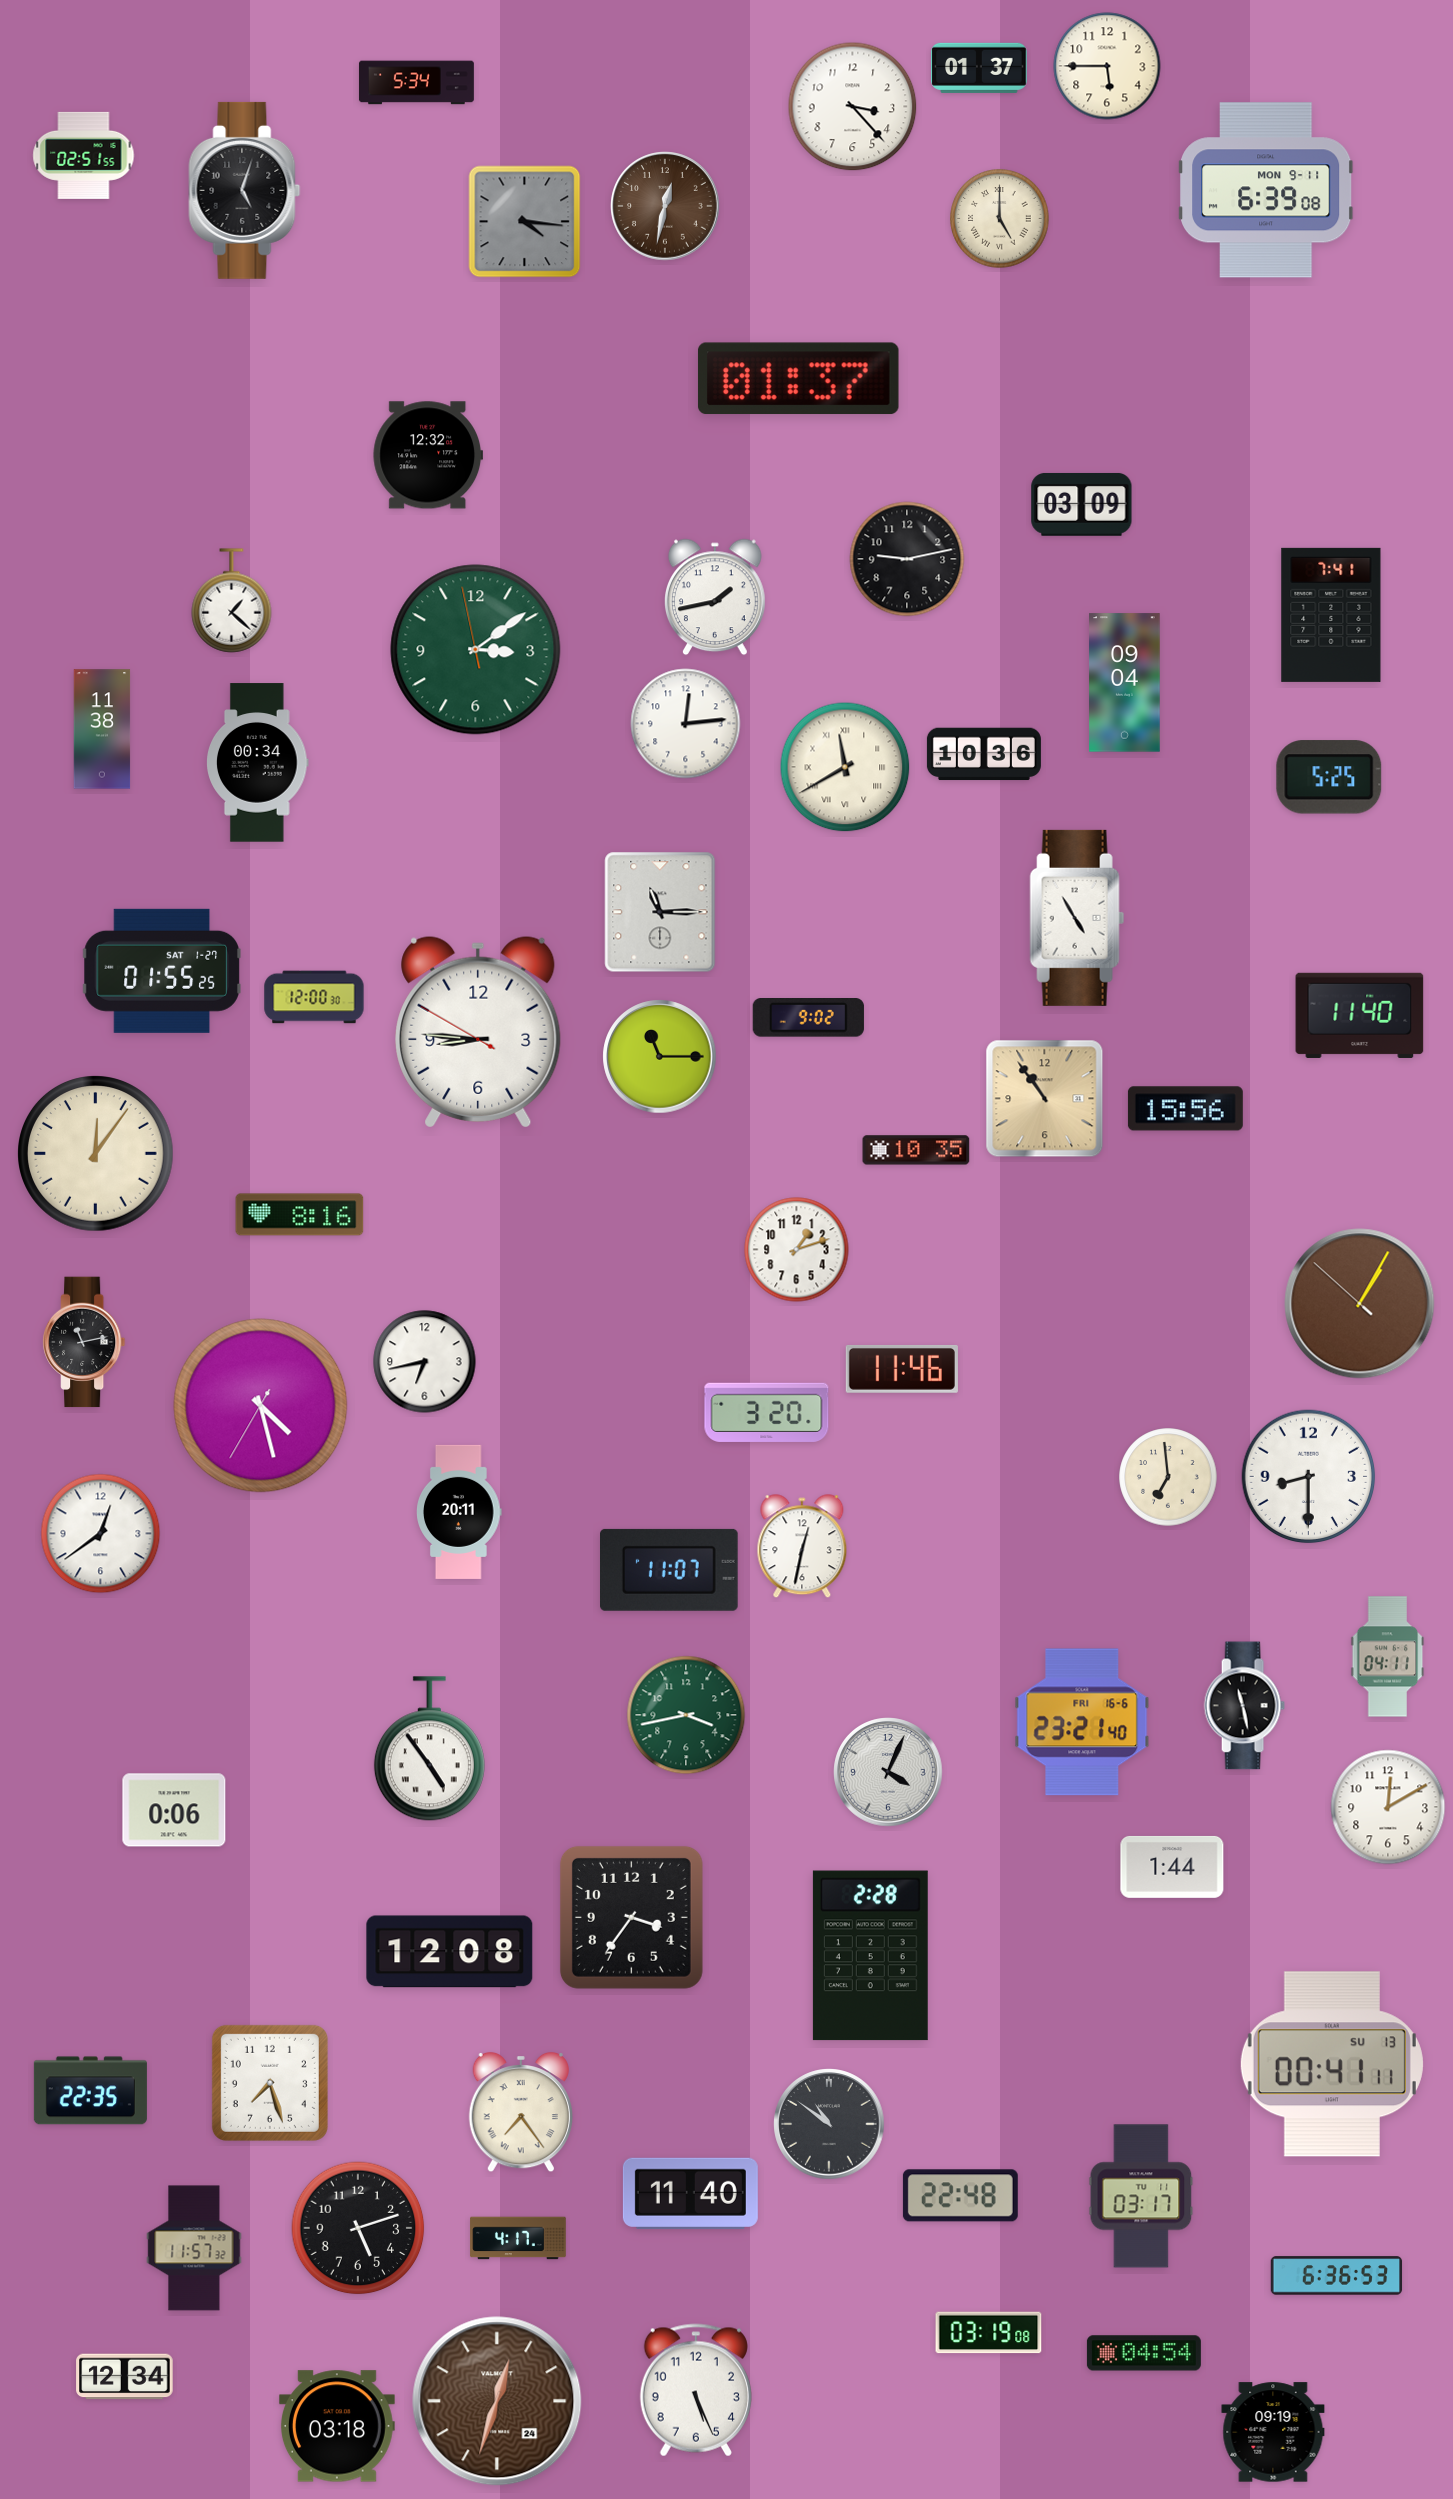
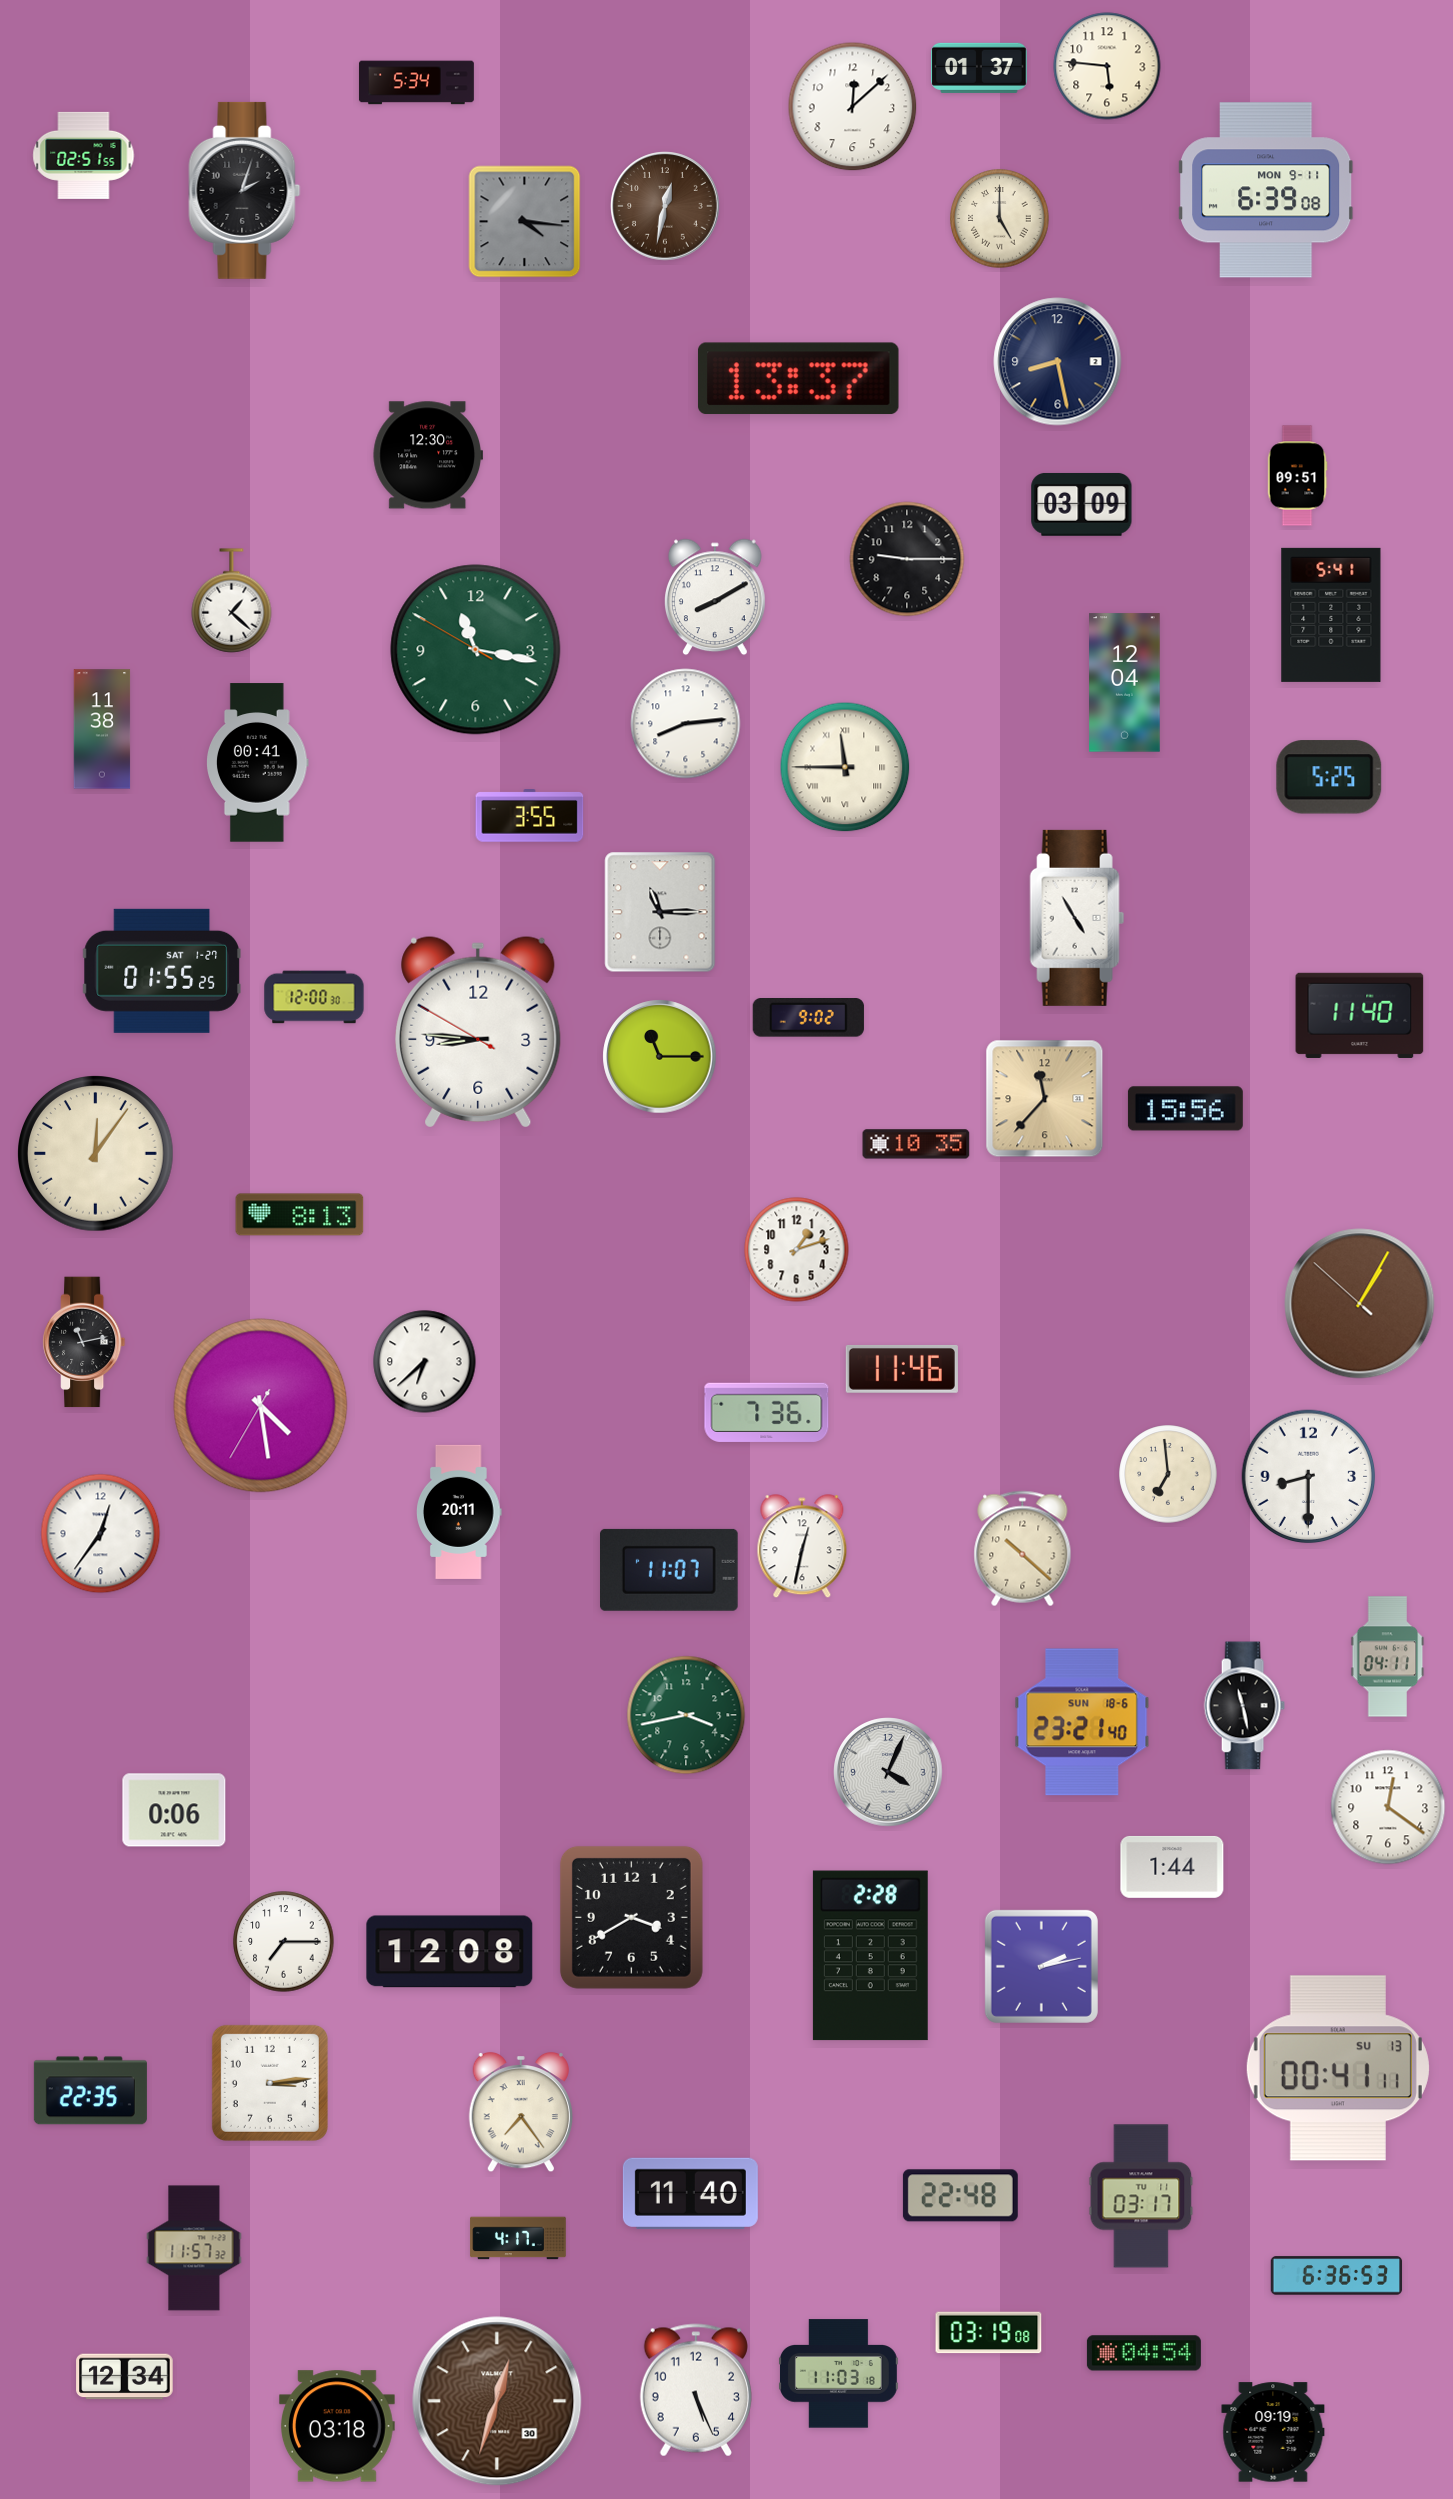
clock at (1107, 66): 5:45 -> 5:46
clock at (853, 107): 3:23 -> 12:08
clock at (245, 190): 5:03 -> 2:03
clock at (1058, 362): none -> 8:28
clock at (798, 379): 01:37 -> 13:37
clock at (427, 455): 12:32 -> 12:30
clock at (1297, 476): none -> 09:51
clock at (907, 559): 9:13 -> 9:15
clock at (716, 597): 1:43 -> 8:10
clock at (1331, 615): 7:41 -> 5:41
clock at (476, 650): 3:08 -> 11:16
clock at (1125, 683): 09:04 -> 12:04
clock at (686, 724): 12:14 -> 8:14
clock at (984, 754): 10:36 -> none
clock at (258, 763): 00:34 -> 00:41
clock at (845, 767): 11:40 -> 11:45
clock at (530, 816): none -> 3:55
clock at (1045, 1099): 10:54 -> 11:37
clock at (916, 1150) position: (916, 1150) -> (916, 1144)
clock at (300, 1215): 8:16 -> 8:13
clock at (425, 1362): 6:43 -> 6:38
clock at (261, 1406): 4:27 -> 4:28
clock at (767, 1412): 3:20 -> 7:36
clock at (1168, 1477) position: (1168, 1477) -> (1168, 1474)
clock at (101, 1534): 12:39 -> 12:36
clock at (1023, 1549): none -> 10:22
clock at (1082, 1722) date: FRI 16-6 -> SUN 18-6
clock at (429, 1749): 4:54 -> none
clock at (1388, 1807): 12:10 -> 12:21
clock at (631, 1917): 3:36 -> 3:40
clock at (284, 1942): none -> 7:15
clock at (1041, 1966): none -> 2:13
clock at (1332, 2064) position: (1332, 2064) -> (1338, 2068)
clock at (270, 2083): 7:27 -> 3:14
clock at (829, 2124): 10:51 -> none
clock at (358, 2228): 5:12 -> none
clock at (838, 2374): none -> 11:03
clock at (497, 2401) date: 24 -> 30
